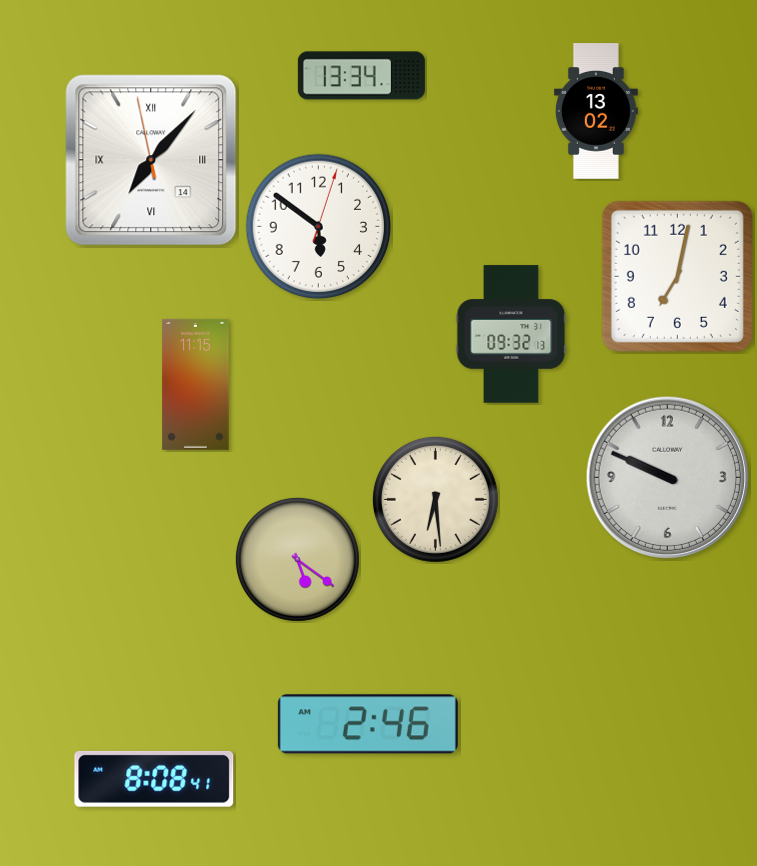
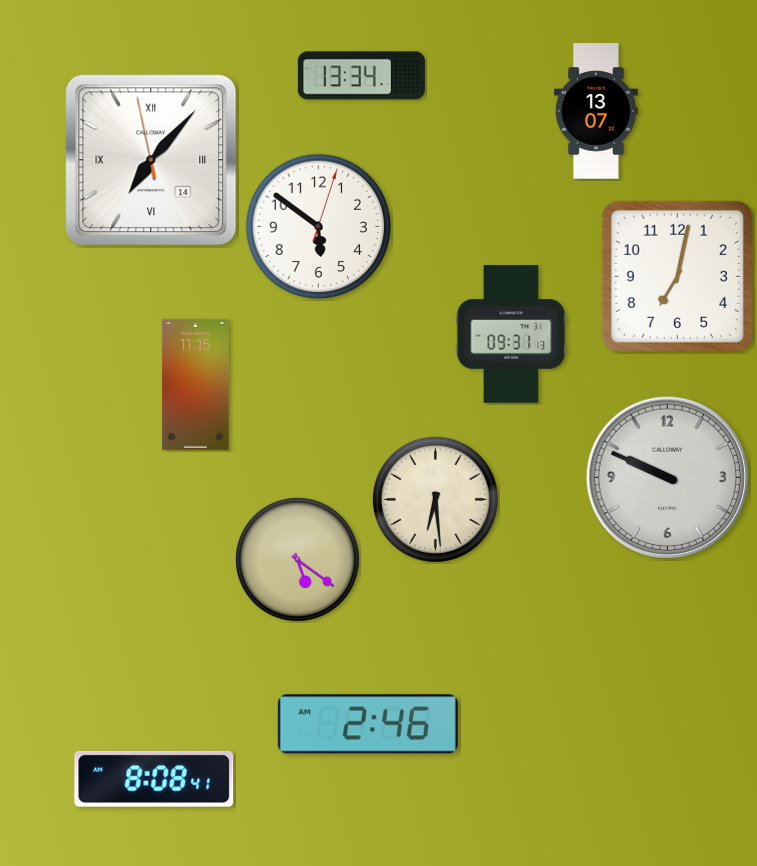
clock at (596, 111): 13:02 -> 13:07
clock at (511, 334): 09:32 -> 09:31
